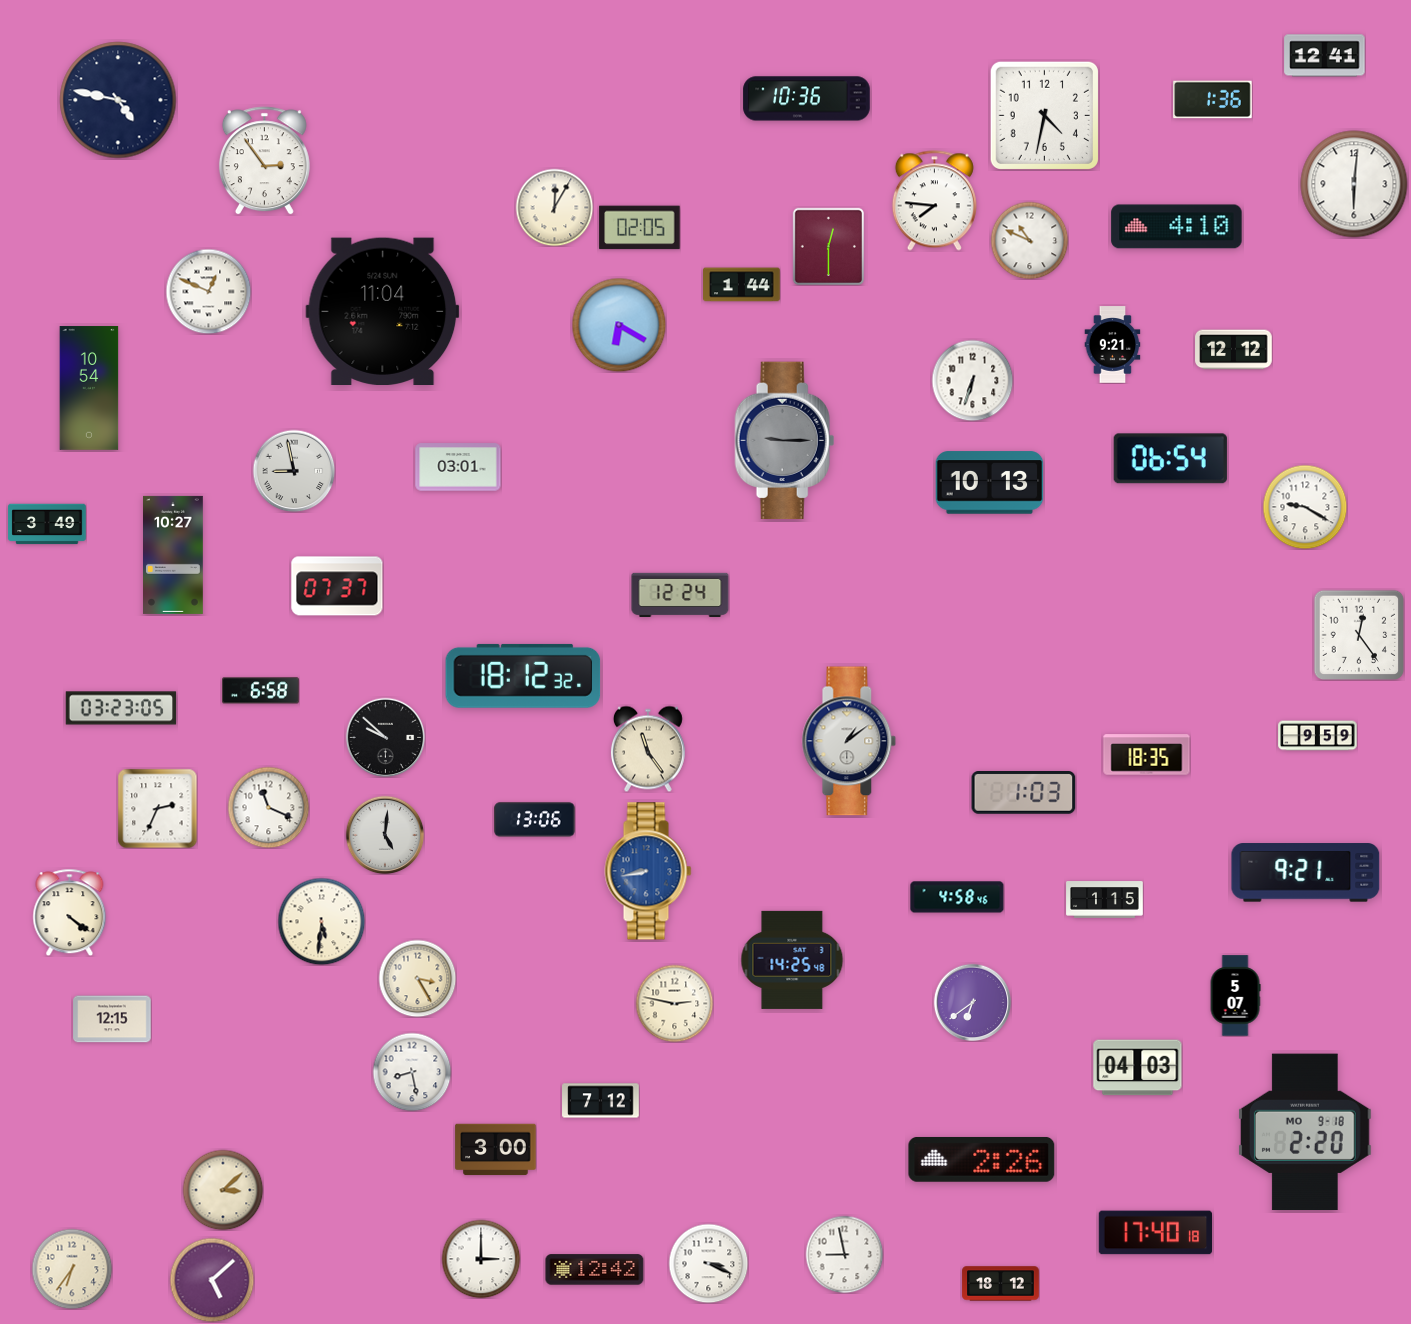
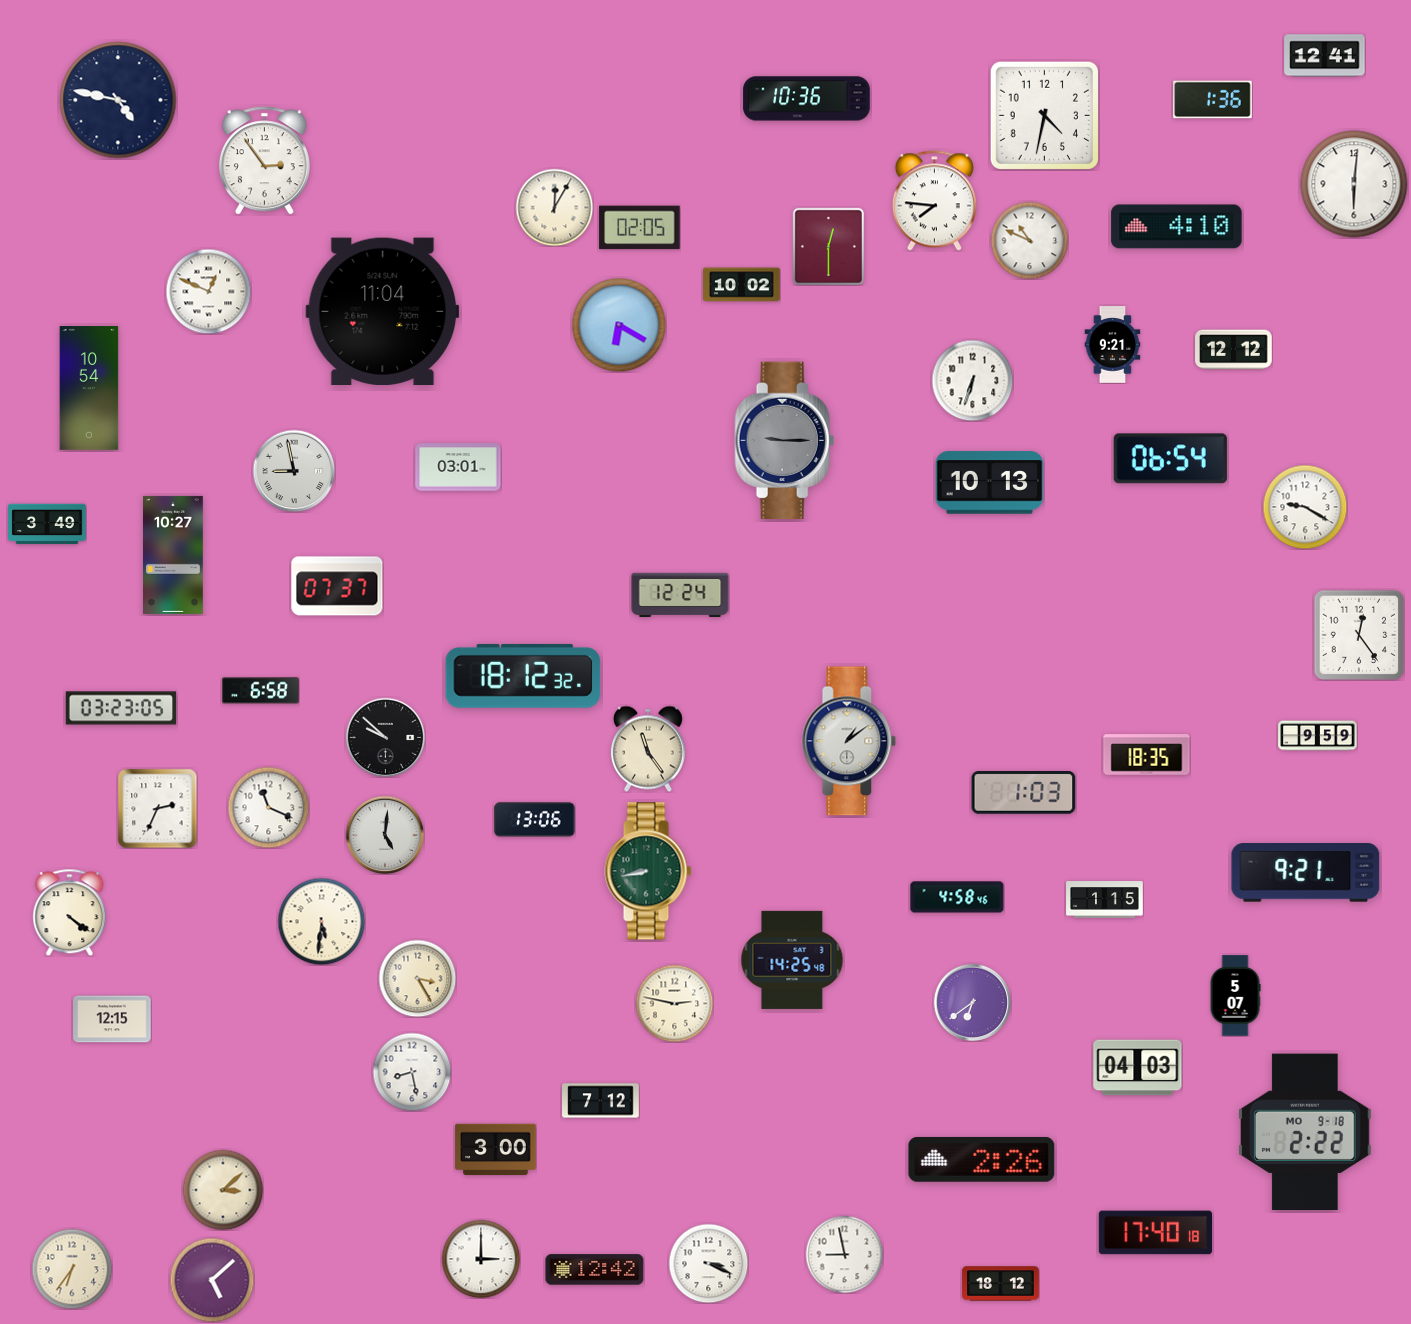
clock at (742, 285): 1:44 -> 10:02
clock at (648, 871) dial: blue -> green
clock at (1305, 1132): 2:20 -> 2:22
